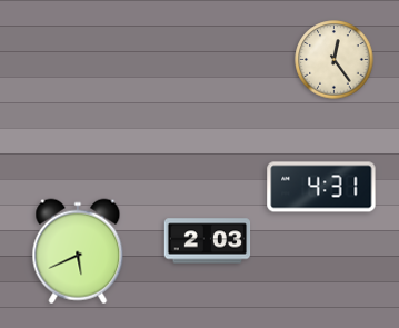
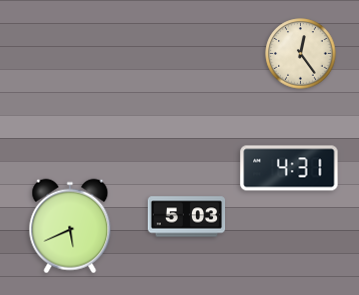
clock at (208, 241): 2:03 -> 5:03
